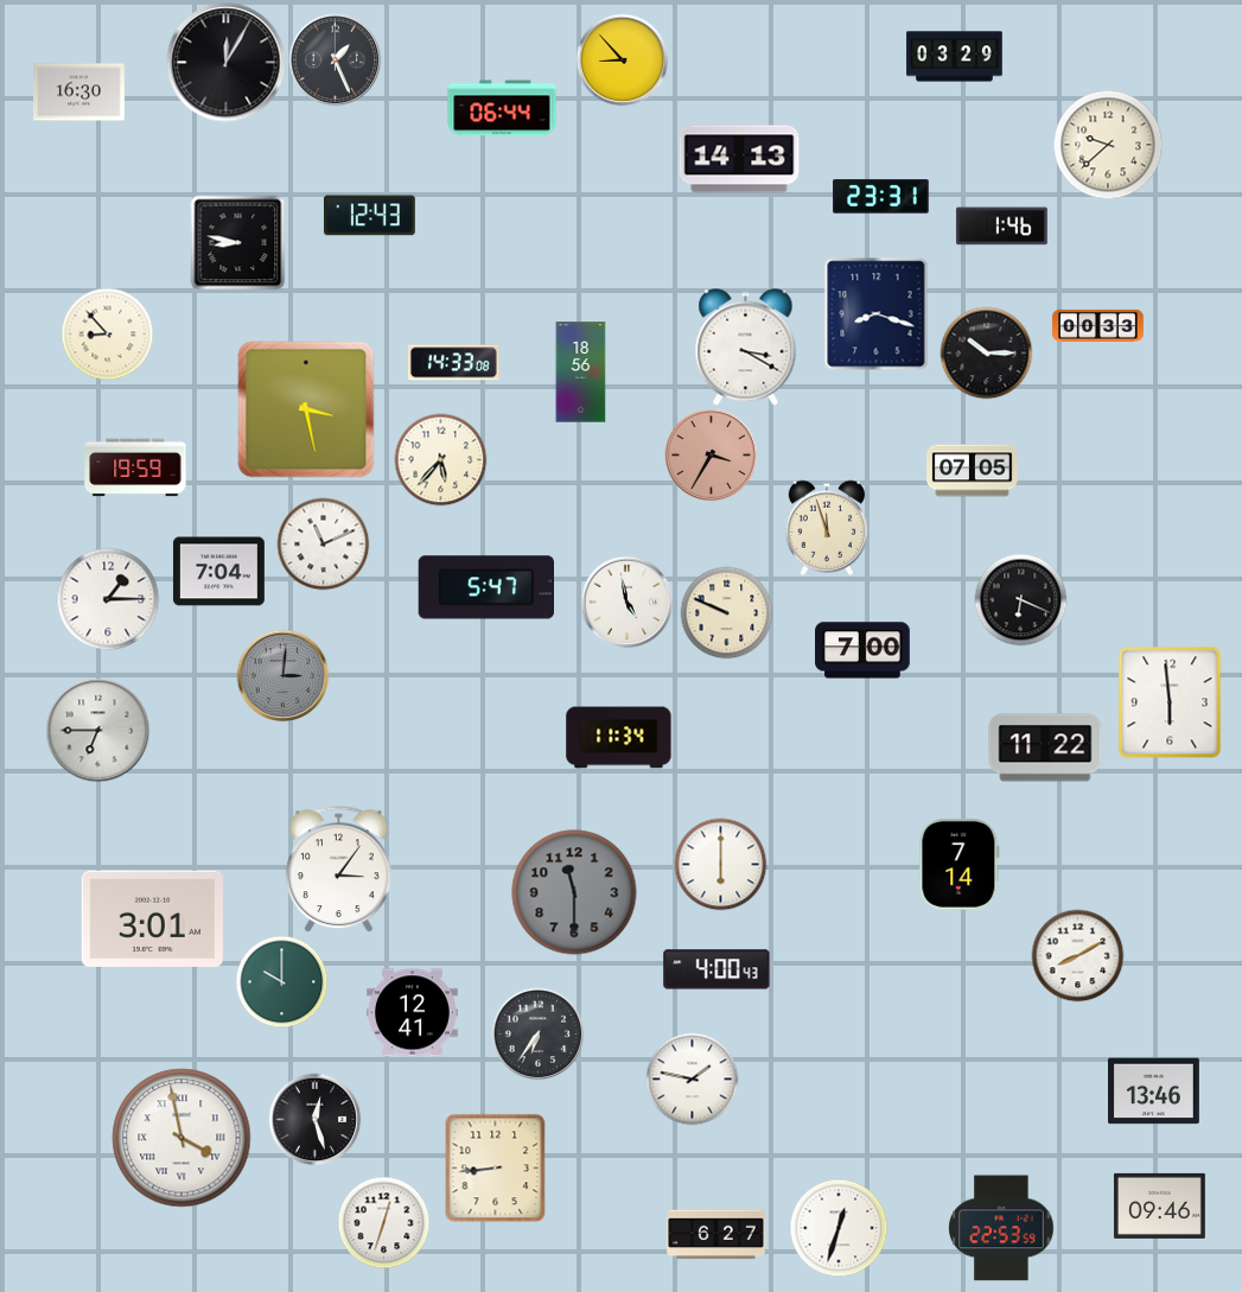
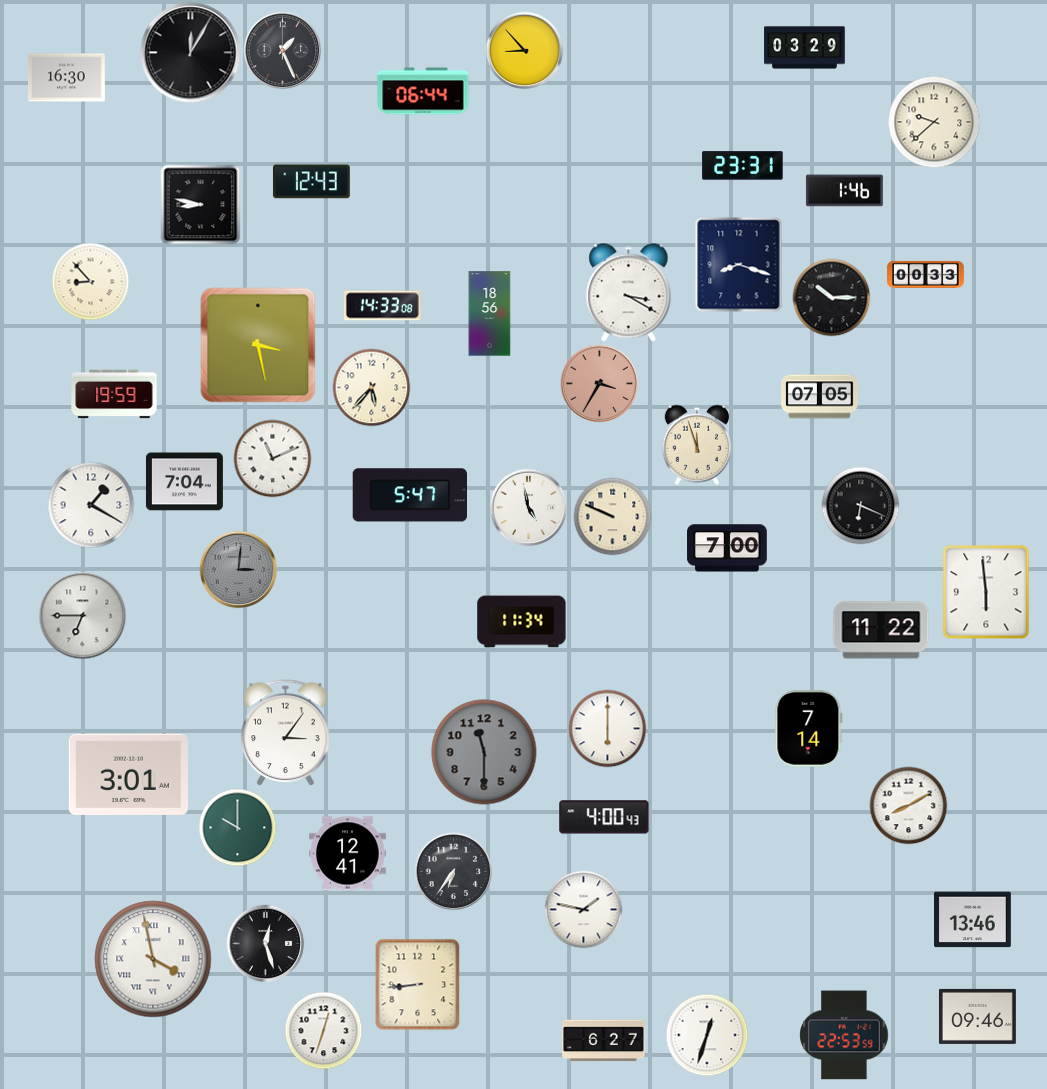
clock at (739, 159): 14:13 -> none
clock at (108, 599): 1:15 -> 1:20
